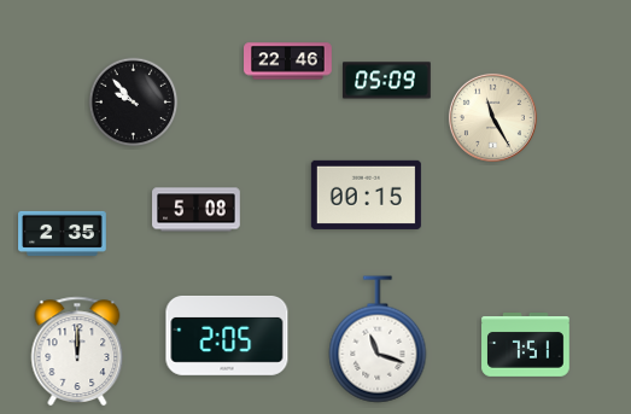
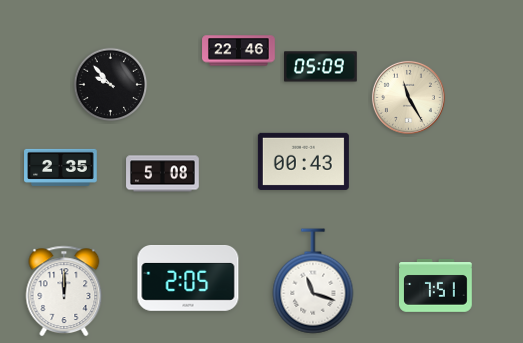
clock at (366, 194): 00:15 -> 00:43
clock at (63, 233) position: (63, 233) -> (61, 167)
